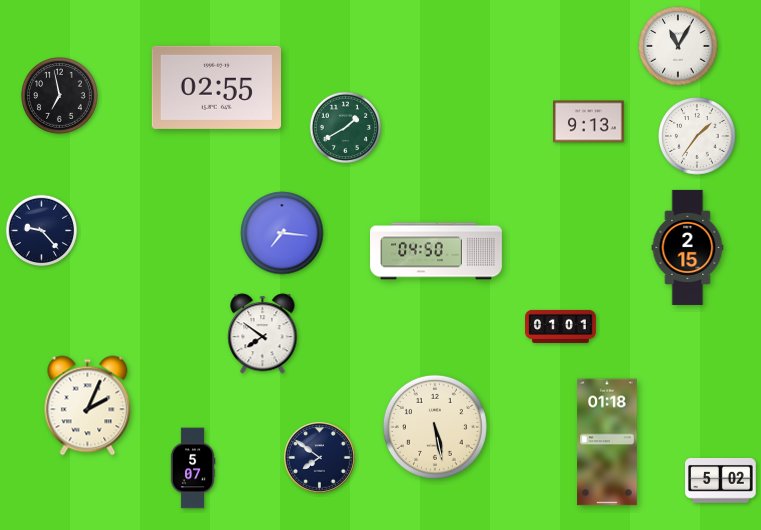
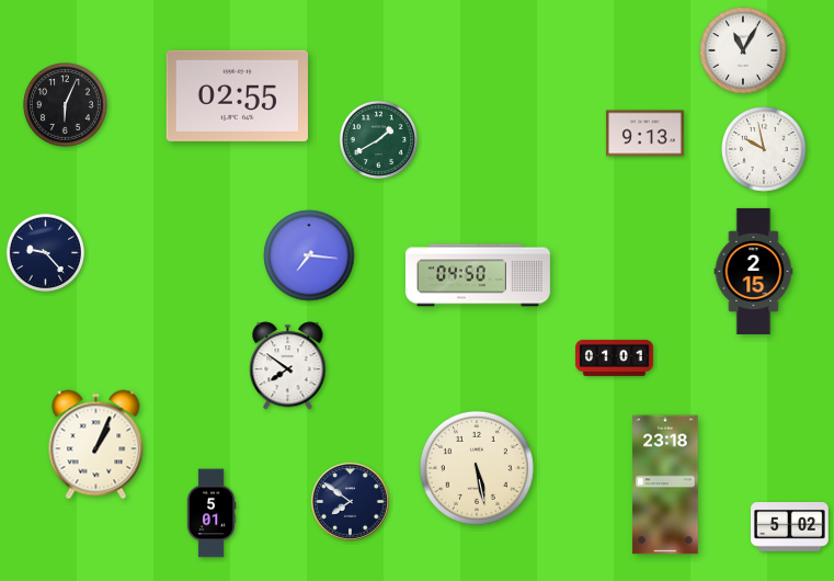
clock at (60, 96): 6:58 -> 6:04
clock at (697, 136): 1:36 -> 9:58
clock at (88, 406): 2:04 -> 1:04
clock at (607, 442): 01:18 -> 23:18
clock at (193, 468): 5:07 -> 5:01
